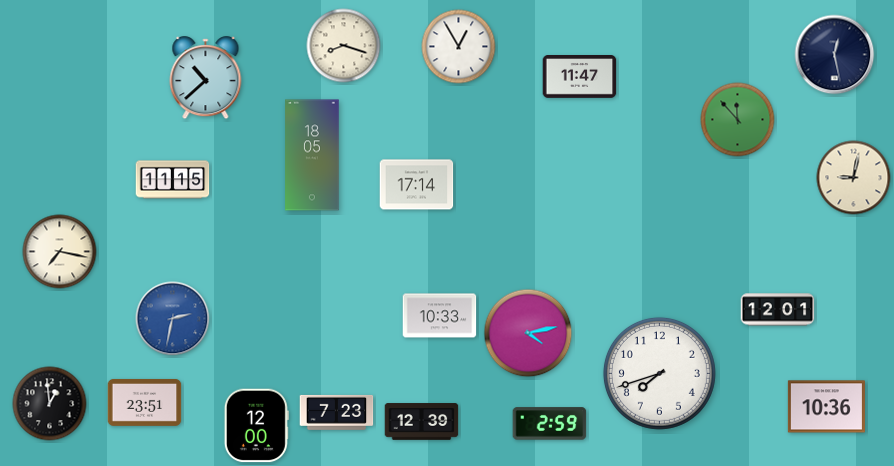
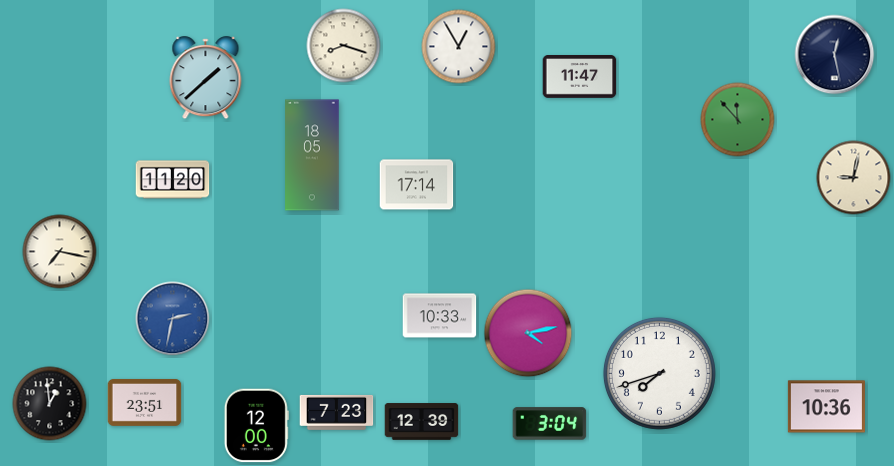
clock at (206, 78): 10:38 -> 1:38
clock at (173, 180): 11:15 -> 11:20
clock at (778, 310): 12:01 -> none
clock at (550, 424): 2:59 -> 3:04
